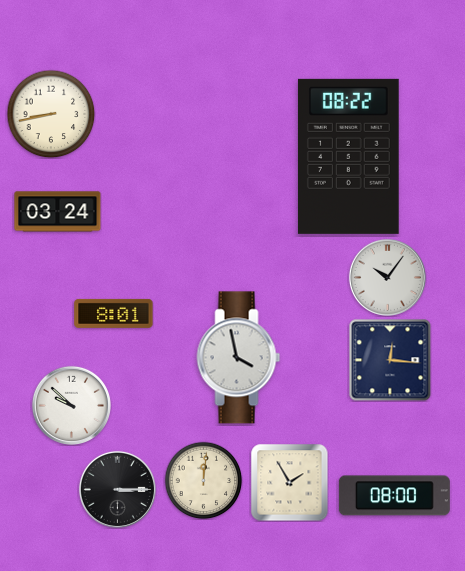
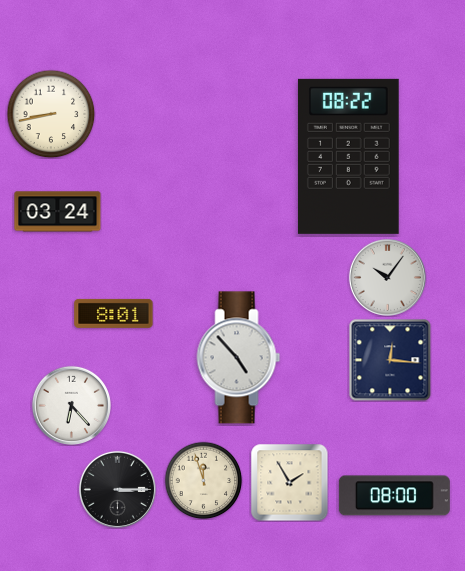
clock at (239, 358): 3:58 -> 4:53
clock at (71, 405): 9:52 -> 6:23
clock at (203, 480): 12:01 -> 11:57
